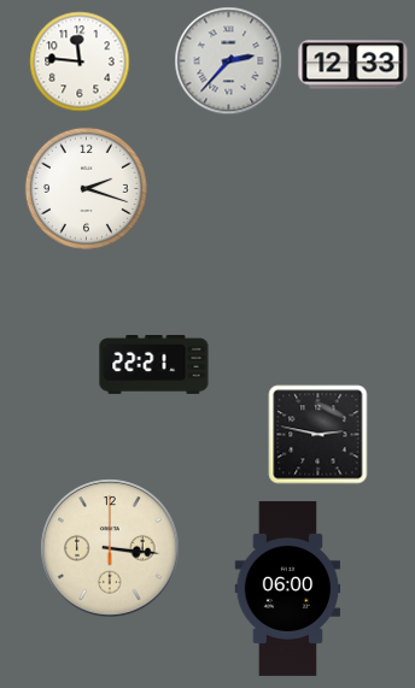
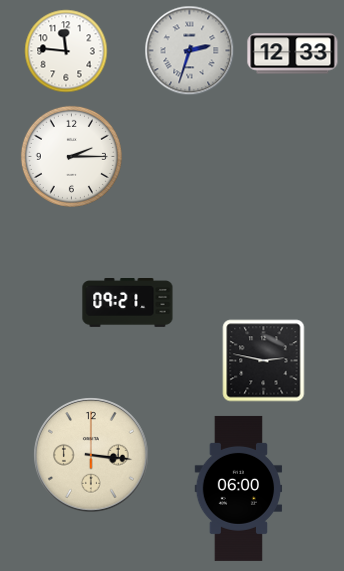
clock at (229, 61): 2:37 -> 2:33
clock at (86, 188): 2:18 -> 2:15
clock at (154, 365): 22:21 -> 09:21
